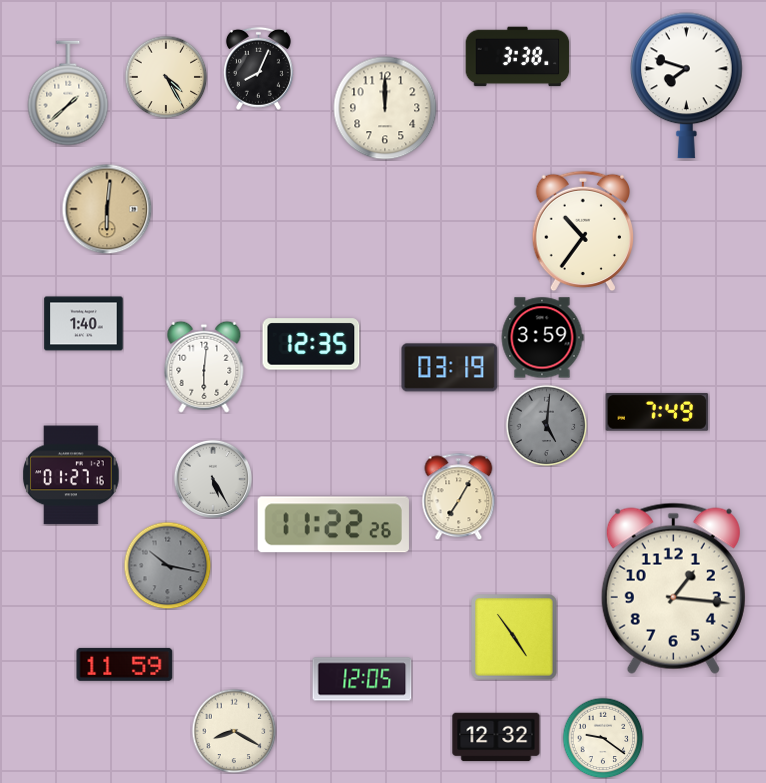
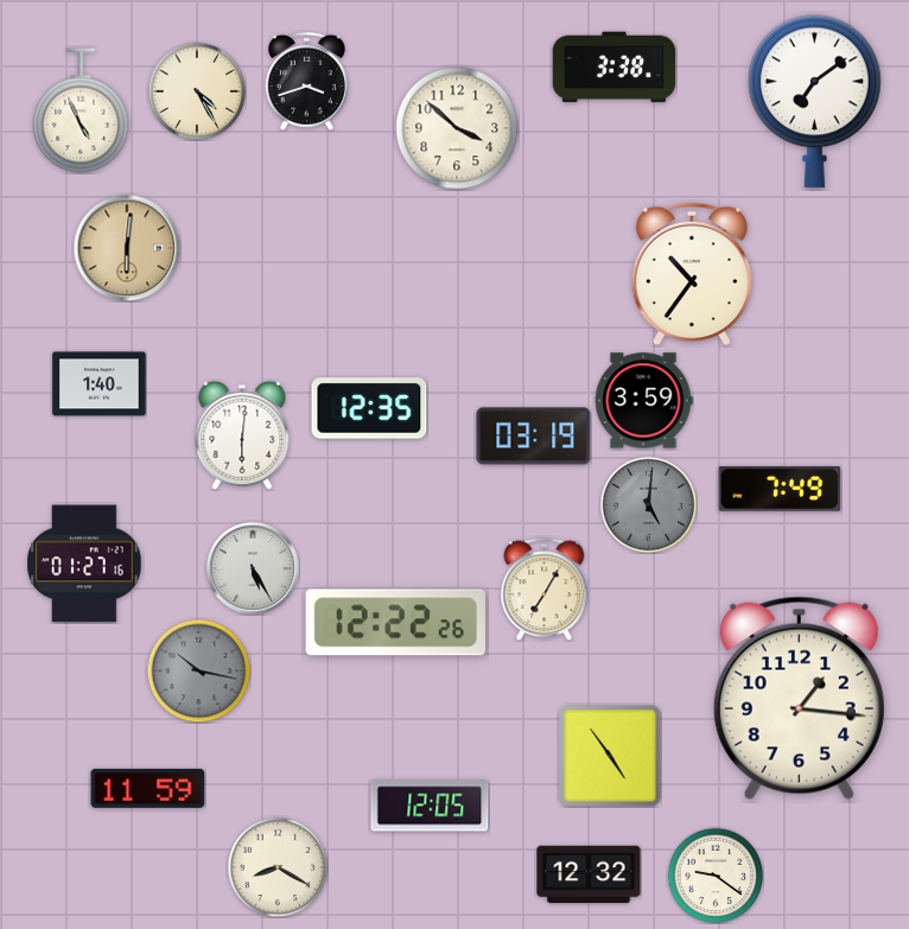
clock at (258, 68): 8:04 -> 3:42
clock at (687, 86): 7:48 -> 7:09
clock at (68, 93): 1:38 -> 4:56
clock at (385, 108): 12:00 -> 3:52
clock at (333, 525): 11:22 -> 12:22
